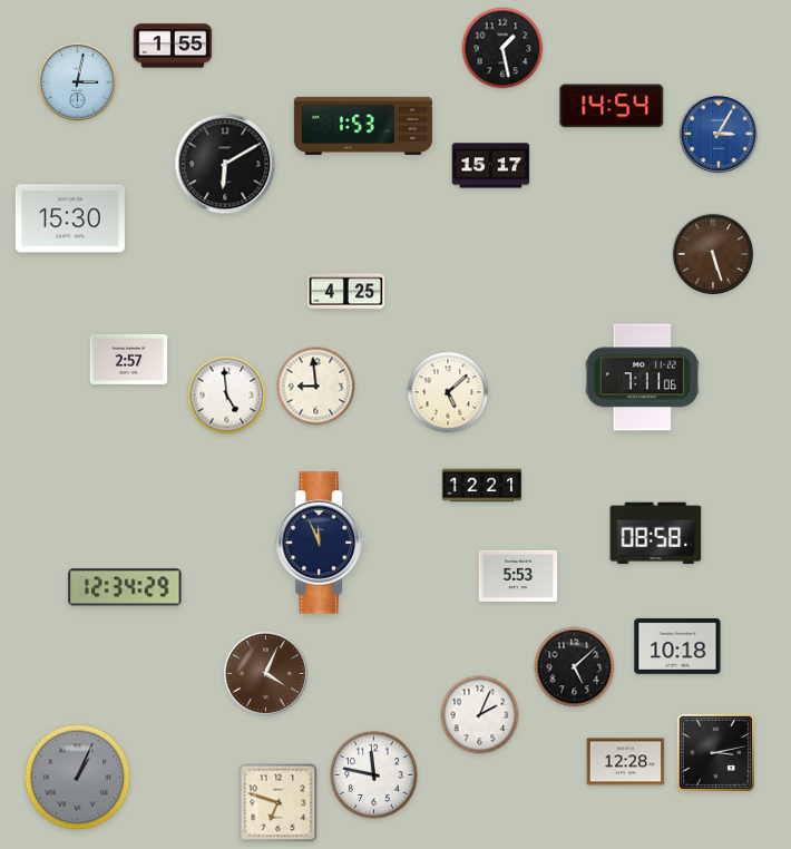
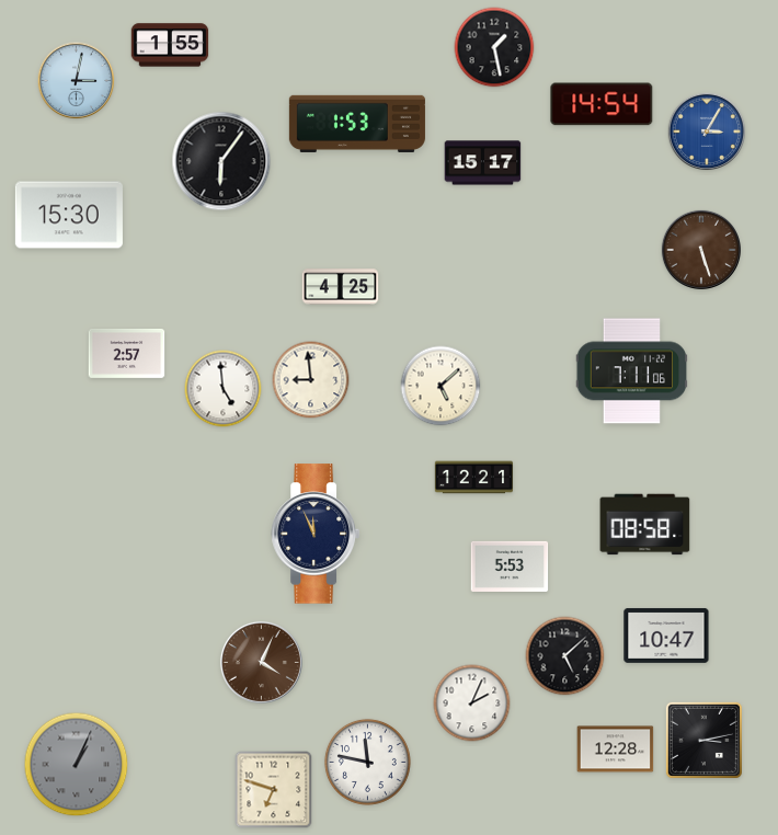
clock at (225, 164): 6:10 -> 6:06
clock at (125, 587): 12:34 -> none
clock at (677, 646): 10:18 -> 10:47
